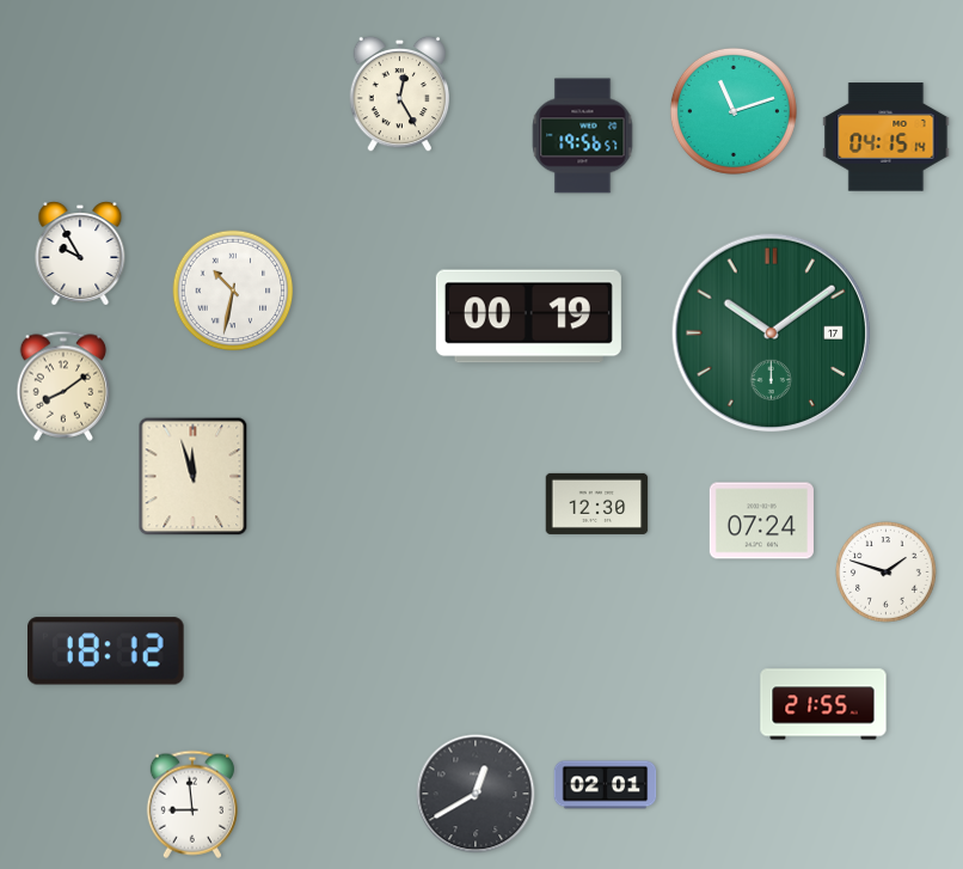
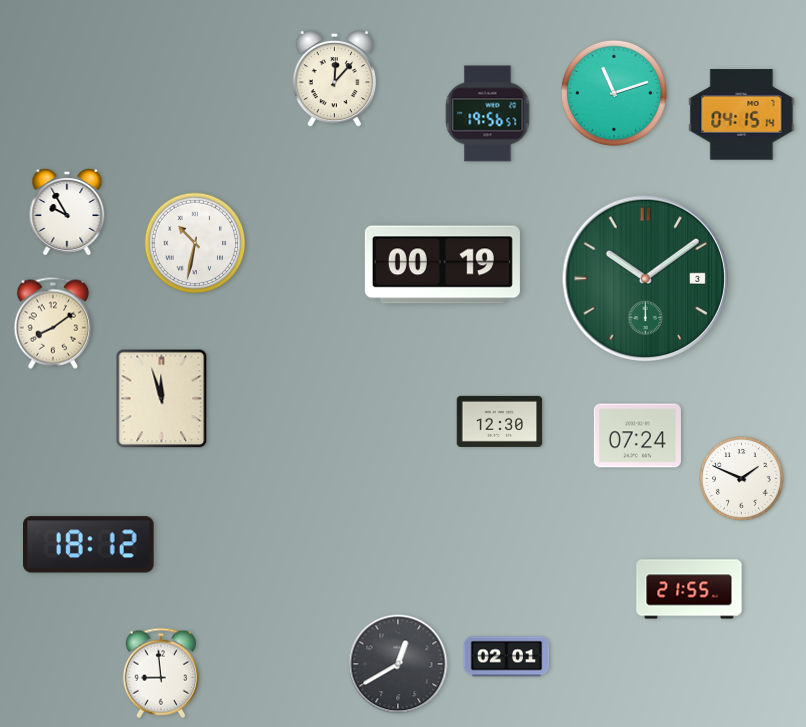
clock at (400, 94): 12:25 -> 12:07
clock at (772, 333) date: 17 -> 3
clock at (887, 573): 1:48 -> 1:49
